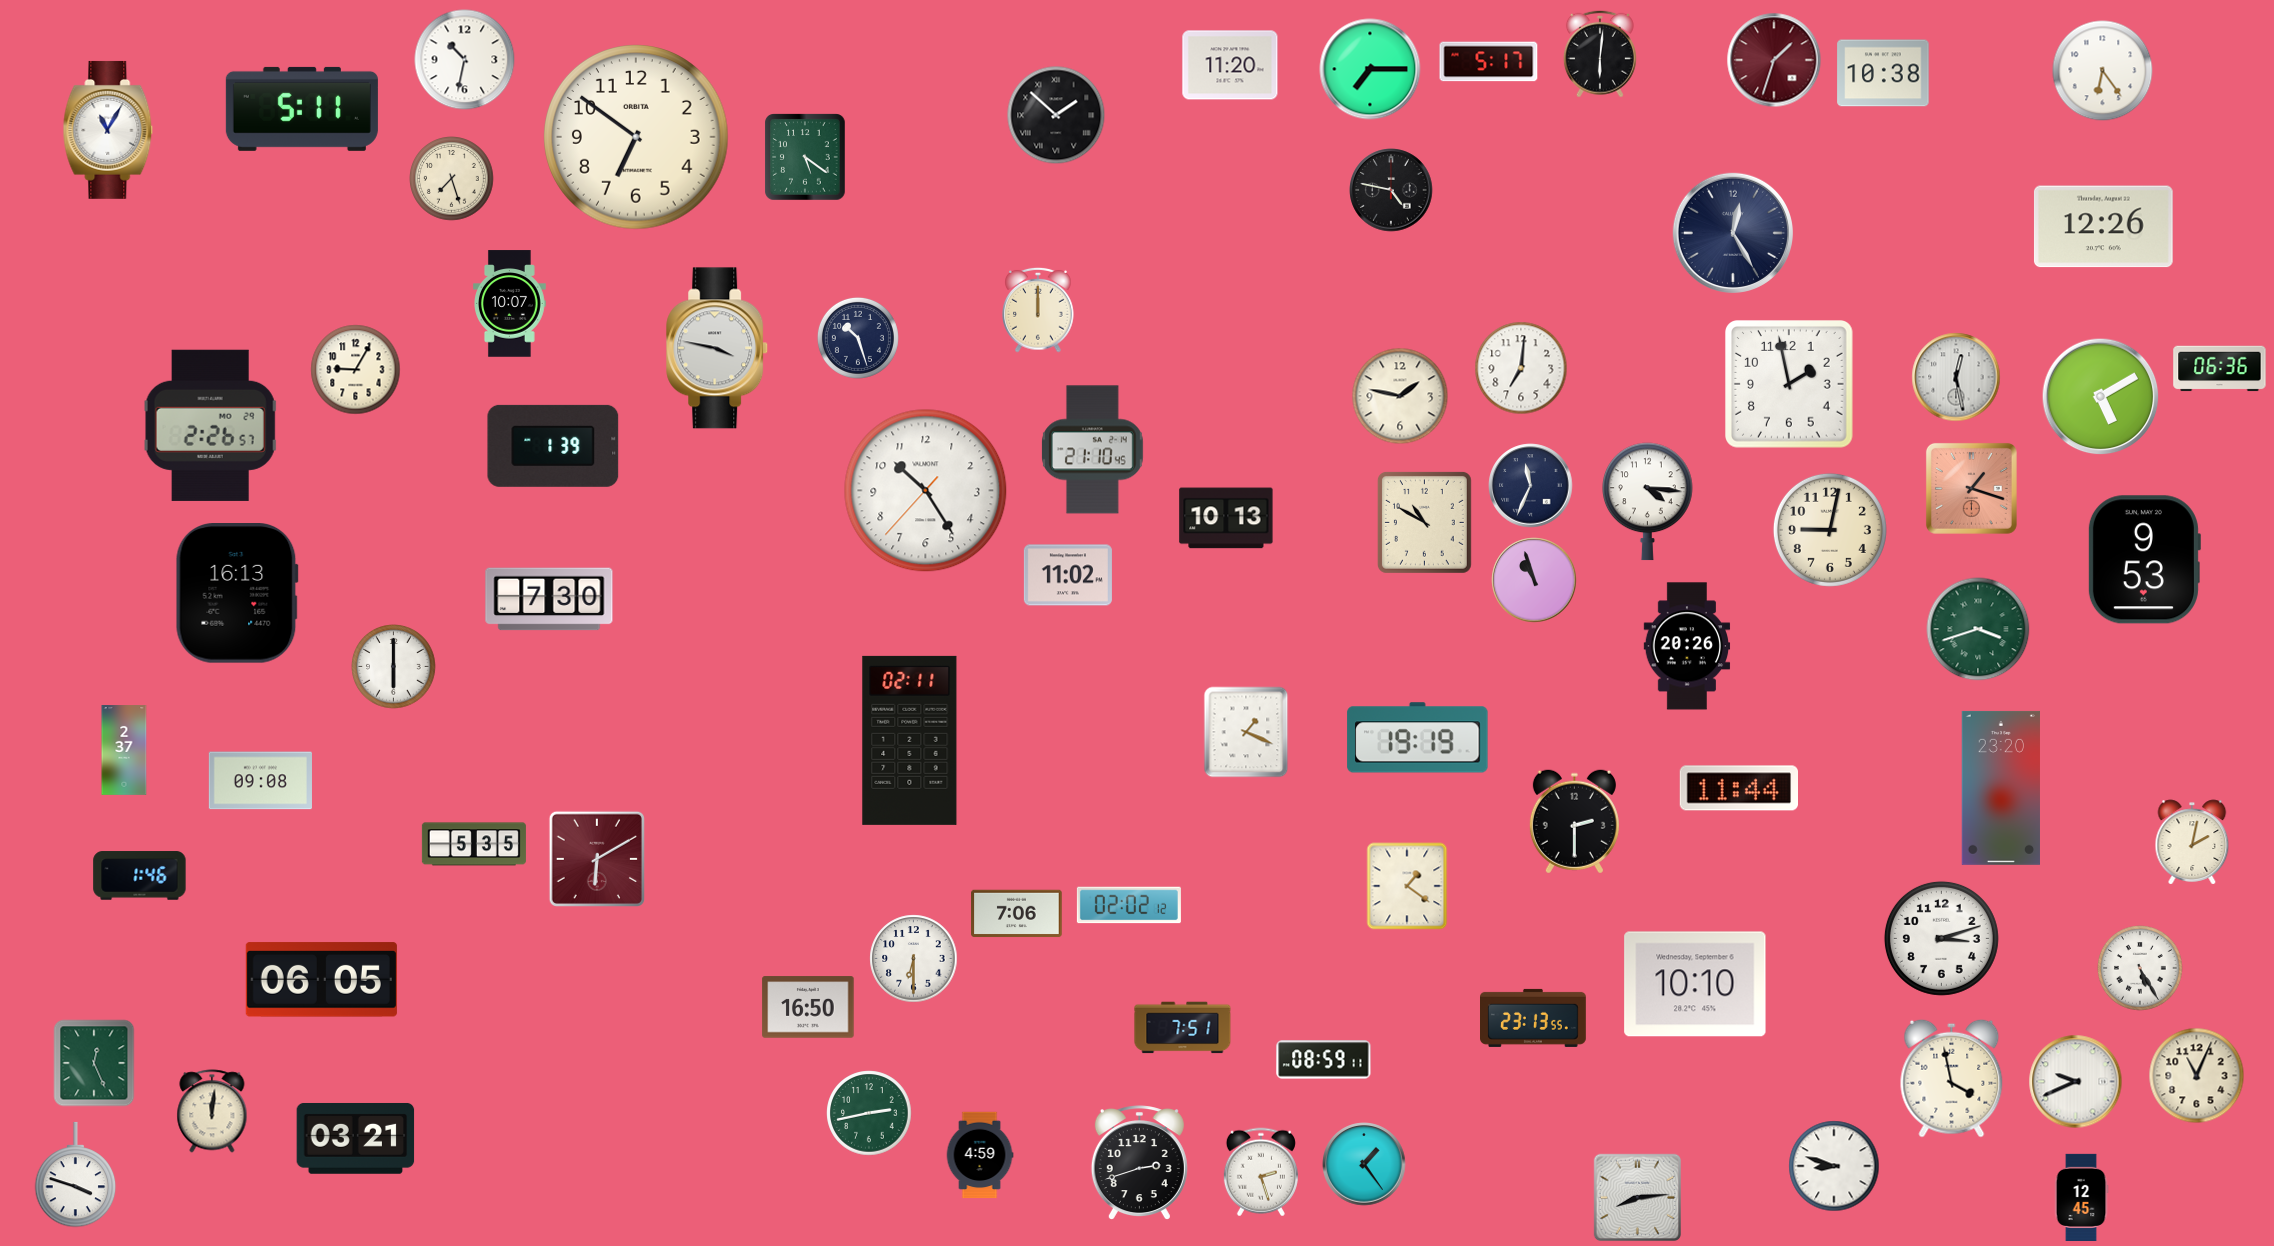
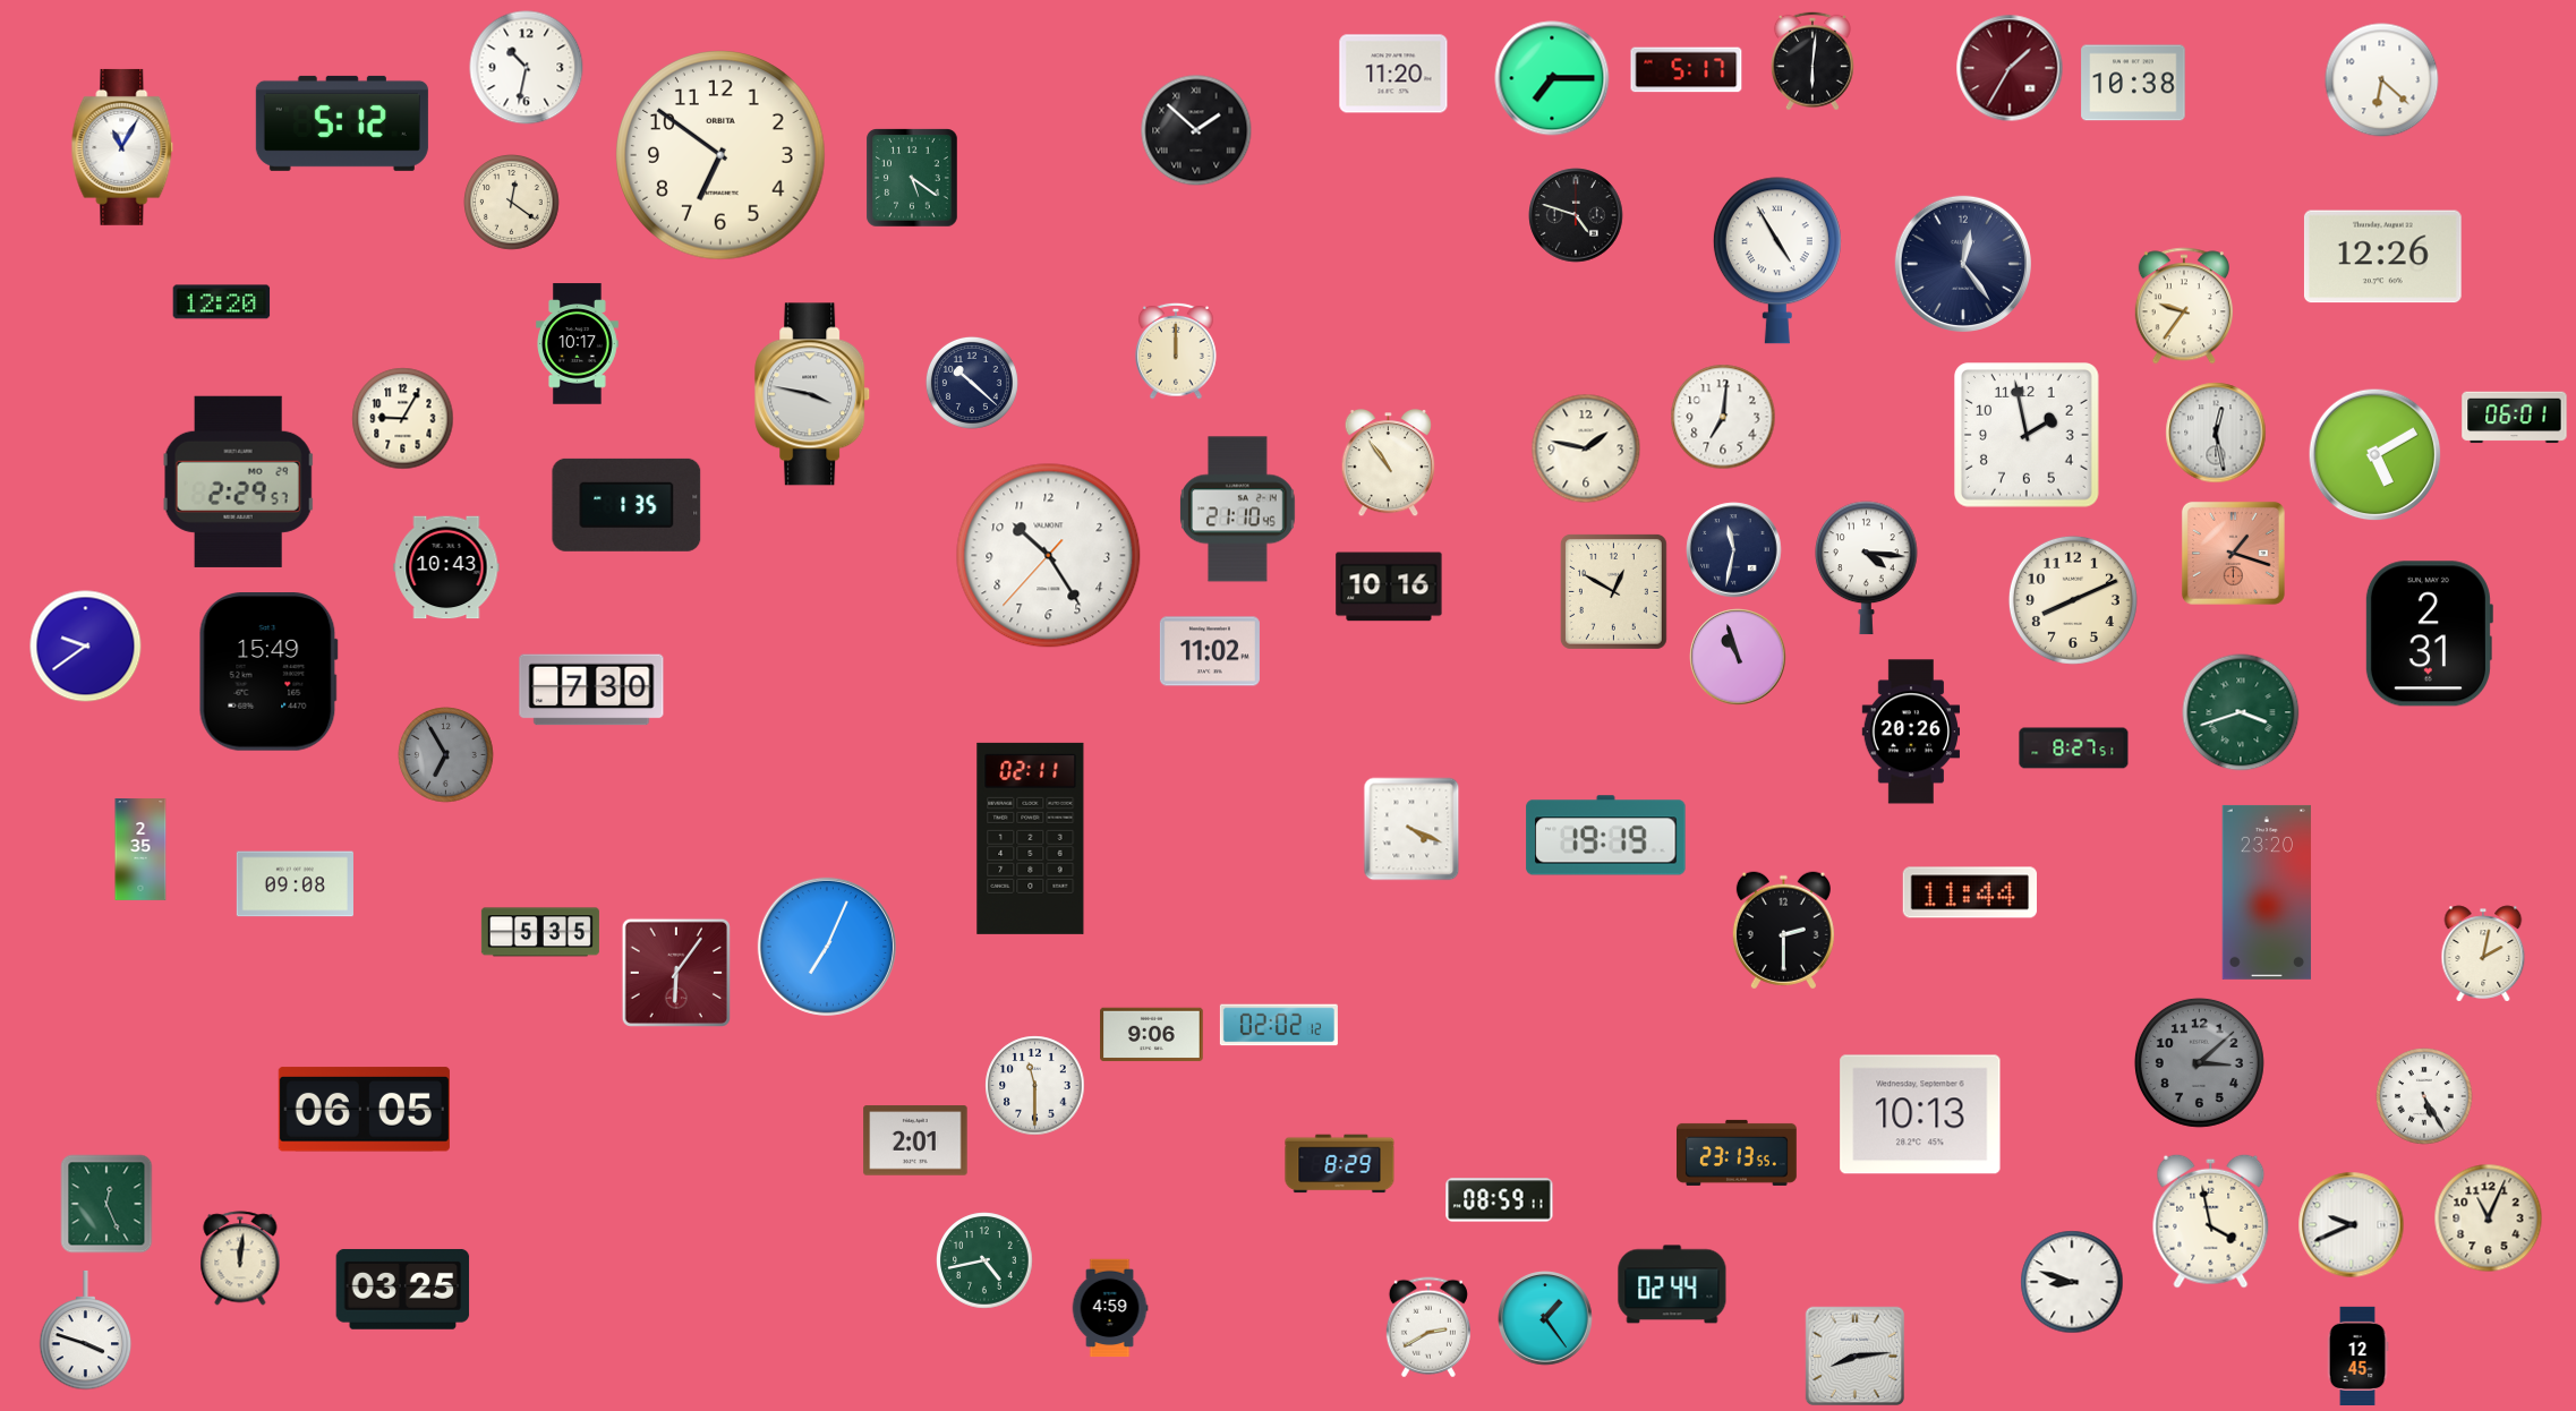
clock at (1774, 60): 1:33 -> 1:35
clock at (2103, 71): 6:24 -> 6:22
clock at (302, 109): 5:11 -> 5:12
clock at (452, 179): 7:27 -> 12:21
clock at (1391, 190): 4:47 -> 4:48
clock at (1777, 260): none -> 4:55
clock at (1733, 233): 12:25 -> 12:24
clock at (222, 302): none -> 12:20
clock at (2184, 306): none -> 9:36
clock at (510, 304): 10:07 -> 10:17
clock at (858, 338): 10:27 -> 10:22
clock at (2220, 369): 06:36 -> 06:01
clock at (1956, 377) position: (1956, 377) -> (2216, 433)
clock at (2101, 397) position: (2101, 397) -> (2375, 455)
clock at (1389, 464): none -> 10:54
clock at (211, 425): 2:26 -> 2:29
clock at (553, 446): 1:39 -> 1:35
clock at (1531, 486): 11:34 -> 11:32
clock at (446, 567): none -> 10:43
clock at (1226, 518): 10:13 -> 10:16
clock at (1424, 522): 10:50 -> 12:50
clock at (1830, 530): 9:02 -> 8:11
clock at (2144, 560): 9:53 -> 2:31
clock at (86, 647): none -> 9:39
clock at (237, 594): 16:13 -> 15:49
clock at (549, 599) position: (549, 599) -> (591, 690)
clock at (2074, 749): none -> 8:27
clock at (394, 667): 6:00 -> 6:55
clock at (394, 667) dial: white -> grey
clock at (1246, 732): 1:19 -> 4:19
clock at (124, 750): 2:37 -> 2:35
clock at (827, 947): none -> 7:04
clock at (474, 844) position: (474, 844) -> (540, 932)
clock at (597, 859): 6:10 -> 6:06
clock at (140, 876): 1:46 -> none
clock at (1407, 886): 1:21 -> none
clock at (1017, 914): 7:06 -> 9:06
clock at (1941, 938): 3:12 -> 3:08
clock at (1941, 938) dial: white -> grey
clock at (914, 959): 6:30 -> 11:30
clock at (1695, 984): 10:10 -> 10:13
clock at (808, 1007): 16:50 -> 2:01
clock at (1183, 1028): 7:51 -> 8:29
clock at (869, 1113): 2:43 -> 4:43
clock at (1672, 1284): none -> 02:44
clock at (356, 1138): 03:21 -> 03:25
clock at (1139, 1162): 2:42 -> none
clock at (1834, 1166) position: (1834, 1166) -> (2072, 1282)
clock at (1261, 1172): 2:27 -> 2:40
